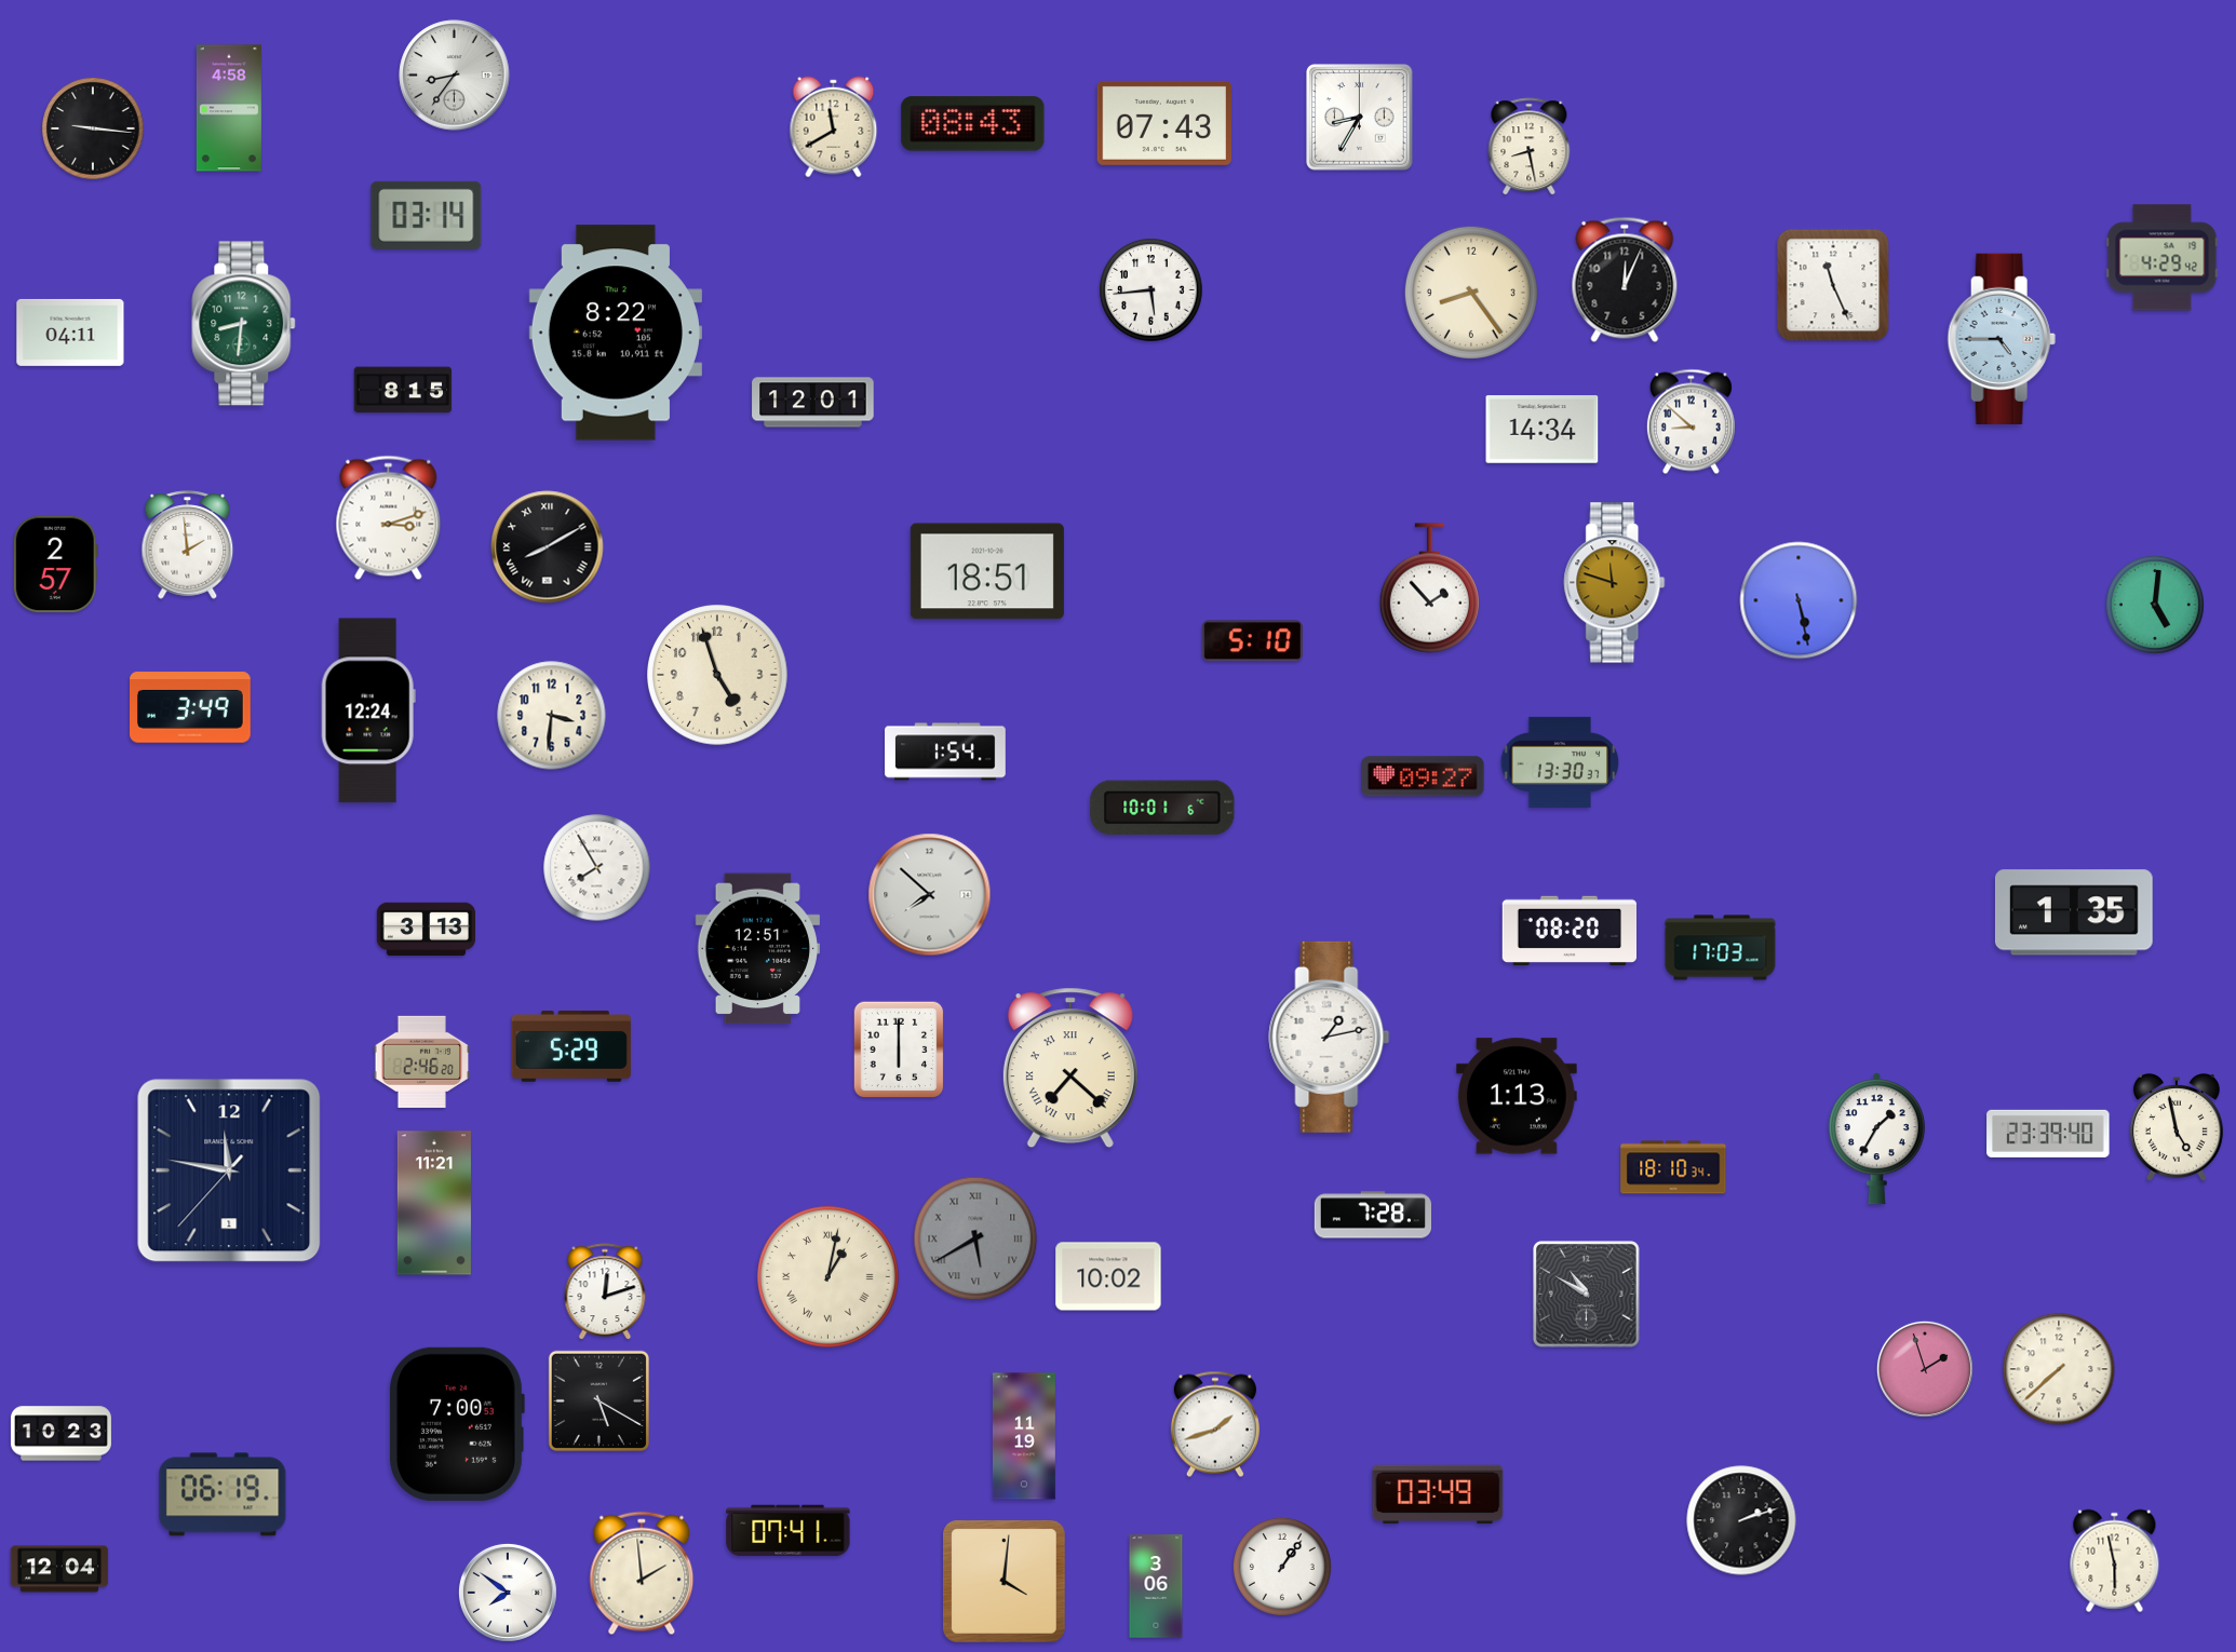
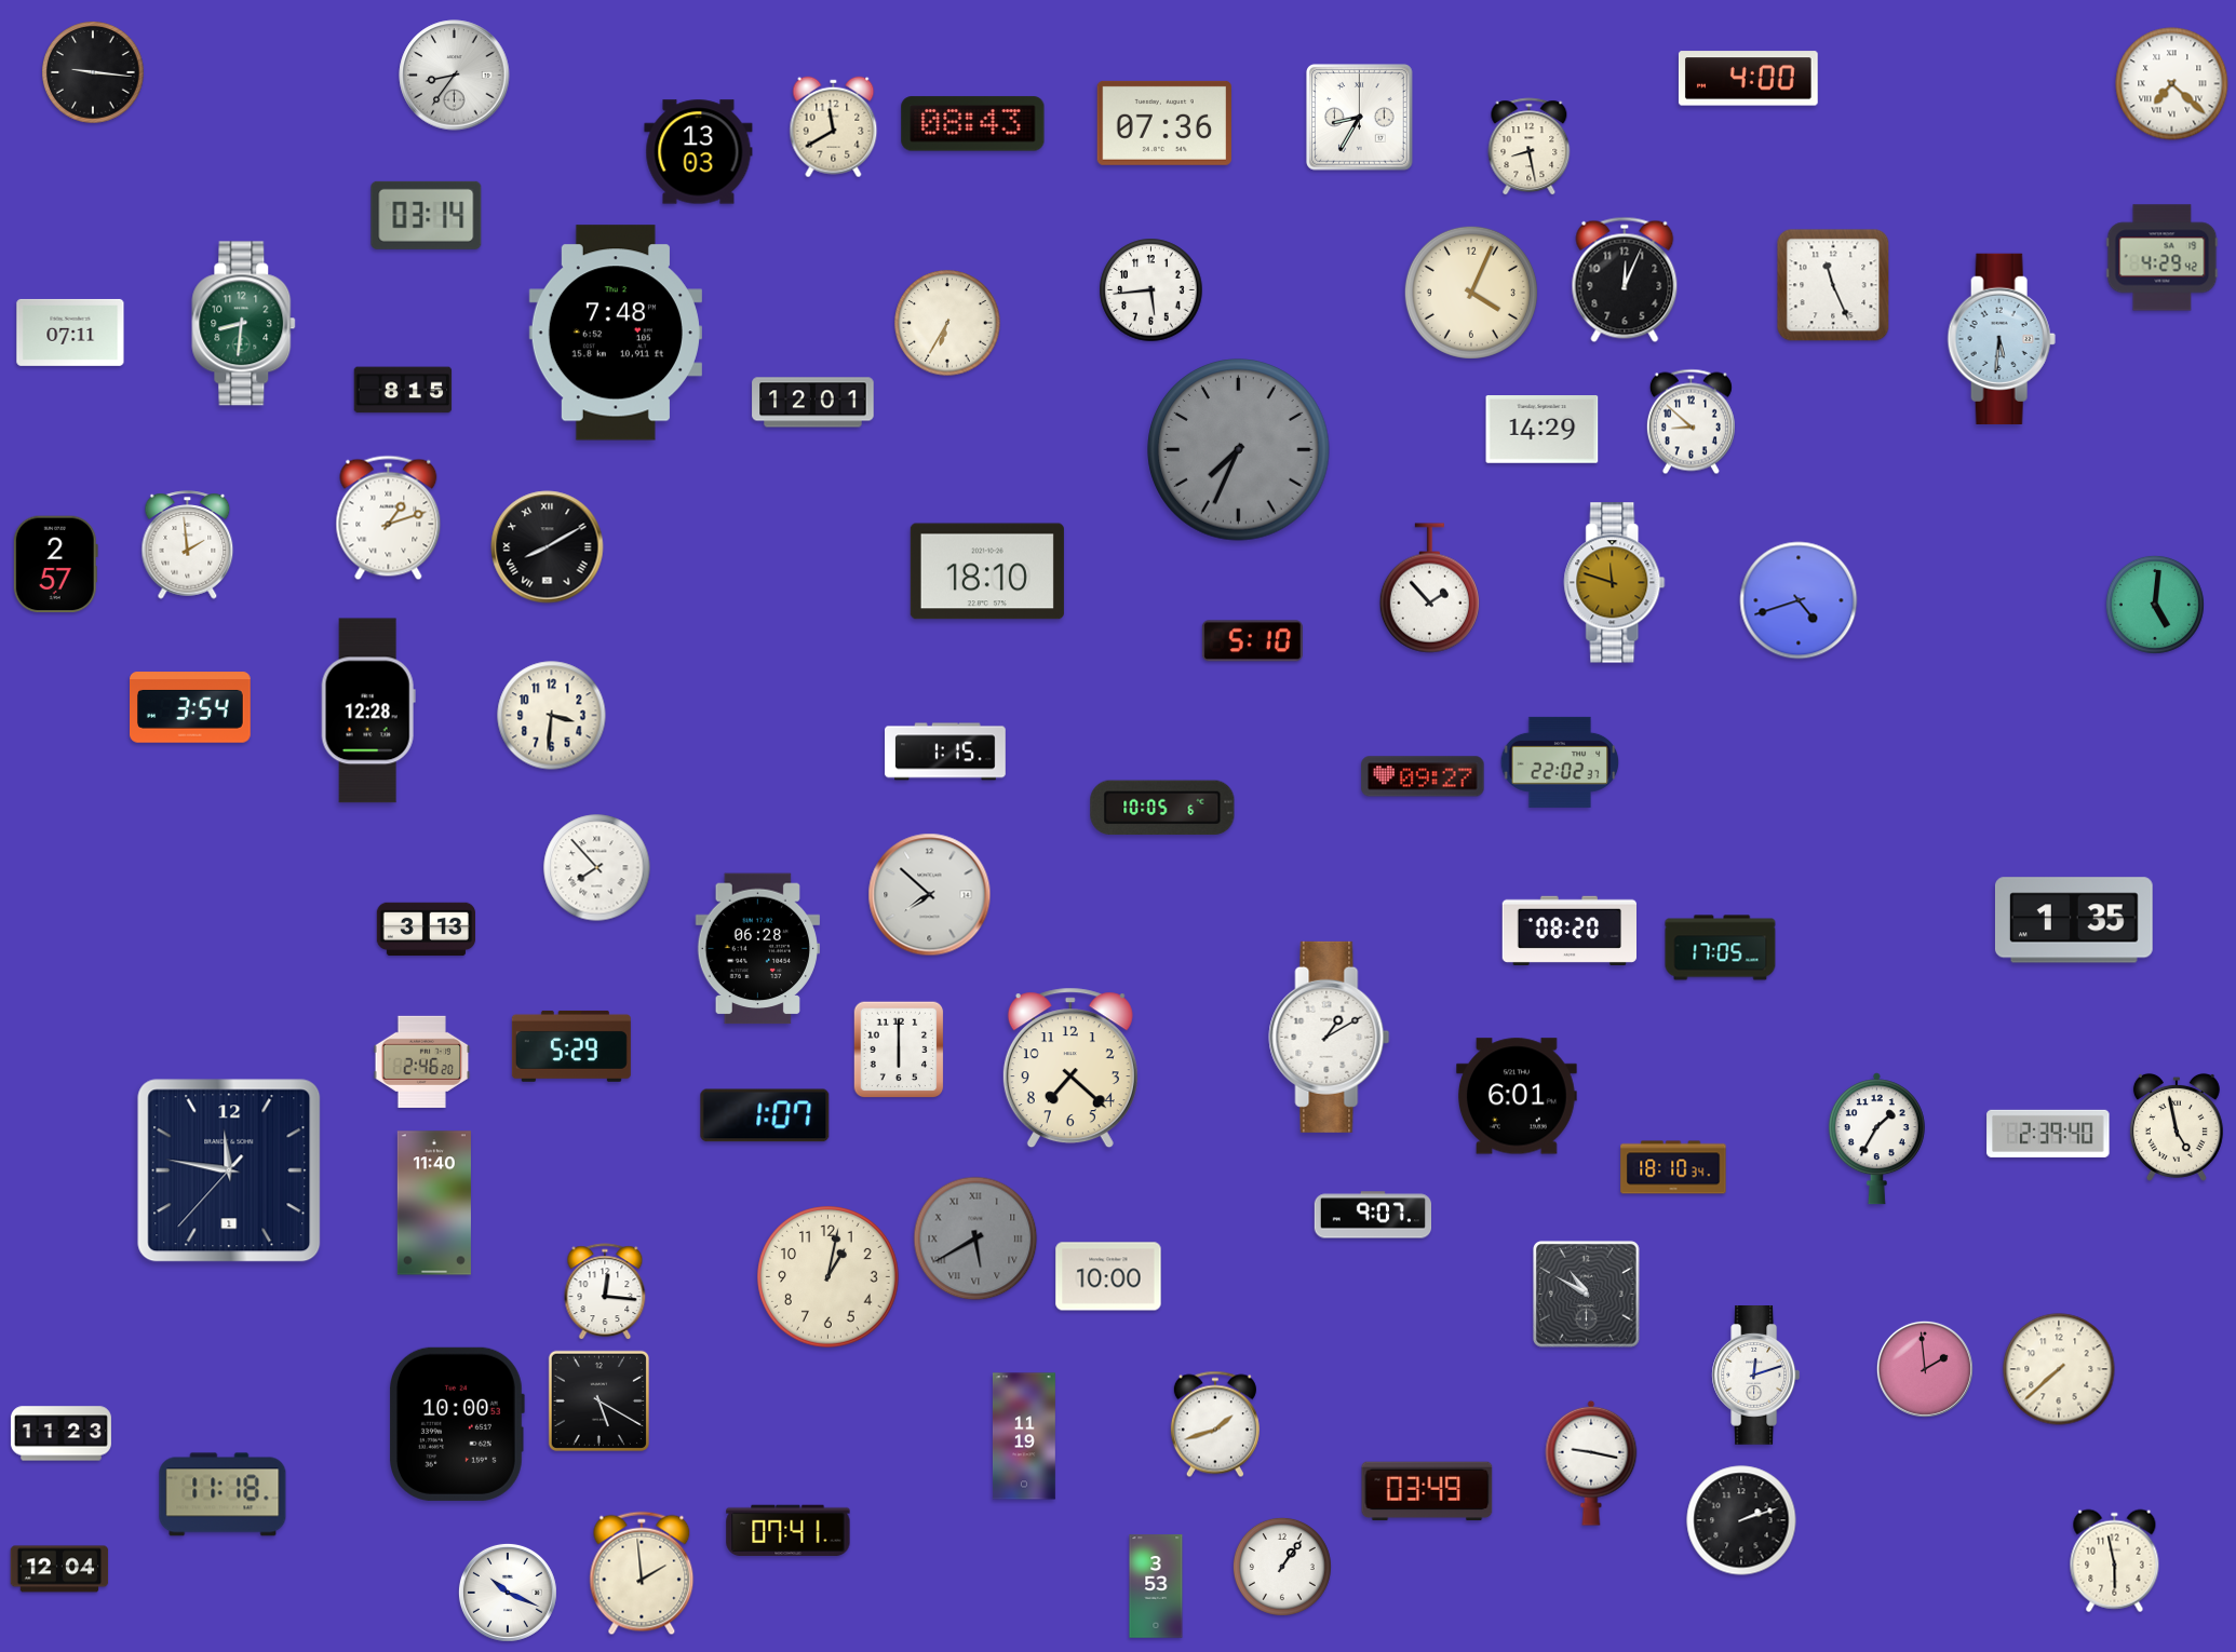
clock at (1748, 79): none -> 4:00
clock at (2172, 84): none -> 7:22
clock at (229, 108): 4:58 -> none
clock at (1164, 123): 07:43 -> 07:36
clock at (93, 128) position: (93, 128) -> (93, 72)
clock at (699, 152): none -> 13:03
clock at (1471, 293): 8:24 -> 4:04
clock at (947, 323): none -> 6:35
clock at (70, 333): 04:11 -> 07:11
clock at (616, 333): 8:22 -> 7:48
clock at (2002, 339): 4:45 -> 5:31
clock at (1543, 430): 14:34 -> 14:29
clock at (1239, 450): none -> 7:34
clock at (389, 518): 3:12 -> 1:12
clock at (987, 571): 18:51 -> 18:10
clock at (1799, 600): 5:28 -> 4:42
clock at (718, 676): 4:57 -> none
clock at (191, 707): 3:49 -> 3:54
clock at (368, 710): 12:24 -> 12:28
clock at (945, 751): 1:54 -> 1:15
clock at (1560, 762): 13:30 -> 22:02
clock at (1162, 808): 10:01 -> 10:05
clock at (597, 868): 7:55 -> 7:53
clock at (2074, 912) position: (2074, 912) -> (2074, 920)
clock at (1721, 948): 17:03 -> 17:05
clock at (757, 949): 12:51 -> 06:28
clock at (1330, 1037): 1:13 -> 1:10
clock at (1070, 1068) numerals: Roman -> Arabic
clock at (1518, 1096): 1:13 -> 6:01
clock at (765, 1115): none -> 1:07
clock at (2048, 1134): 23:39 -> 2:39
clock at (434, 1203): 11:21 -> 11:40
clock at (1372, 1215): 7:28 -> 9:07
clock at (1108, 1276): 10:02 -> 10:00
clock at (829, 1277) numerals: Roman -> Arabic
clock at (605, 1292): 12:12 -> 12:16
clock at (1925, 1369): 1:57 -> 1:59
clock at (1756, 1376): none -> 12:12
clock at (457, 1424): 7:00 -> 10:00
clock at (60, 1434): 10:23 -> 11:23
clock at (1591, 1463): none -> 9:17
clock at (223, 1494): 06:19 -> 11:18
clock at (1438, 1494) position: (1438, 1494) -> (1427, 1491)
clock at (1005, 1582): 4:01 -> none
clock at (1156, 1586): 3:06 -> 3:53
clock at (508, 1593): 7:51 -> 10:19
